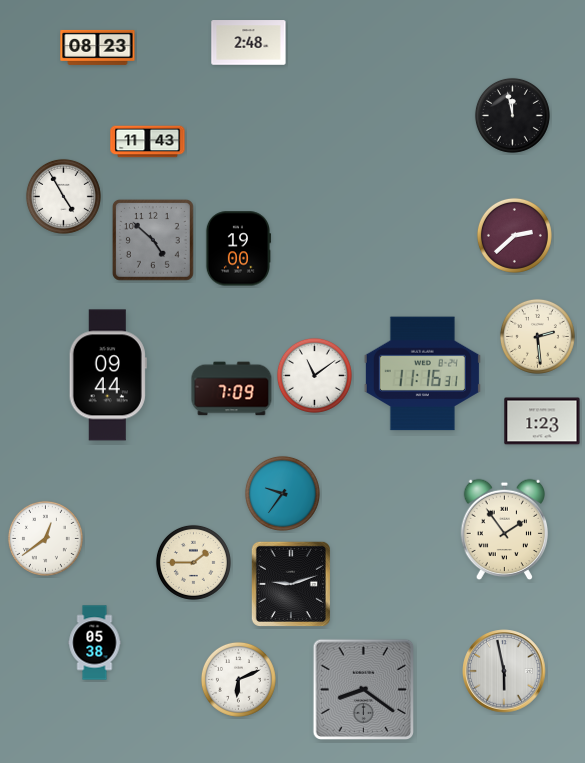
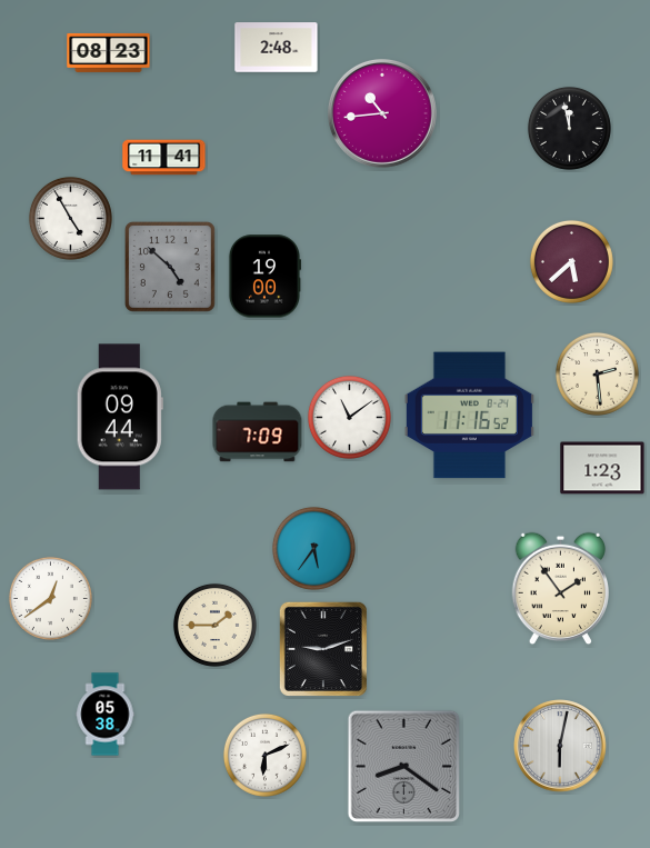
clock at (382, 113): none -> 10:44
clock at (148, 142): 11:43 -> 11:41
clock at (514, 235): 2:38 -> 5:38
clock at (422, 374): 11:16:31 -> 11:16:52
clock at (282, 493): 9:36 -> 5:36
clock at (504, 671): 5:58 -> 6:02
